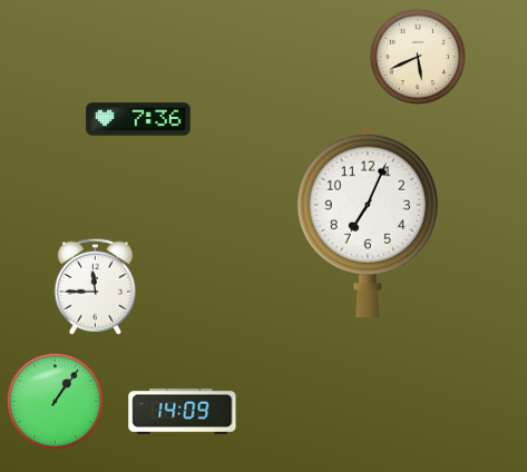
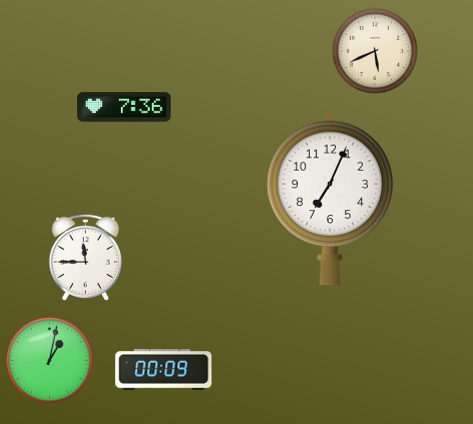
clock at (55, 401): 1:06 -> 1:02
clock at (183, 412): 14:09 -> 00:09
